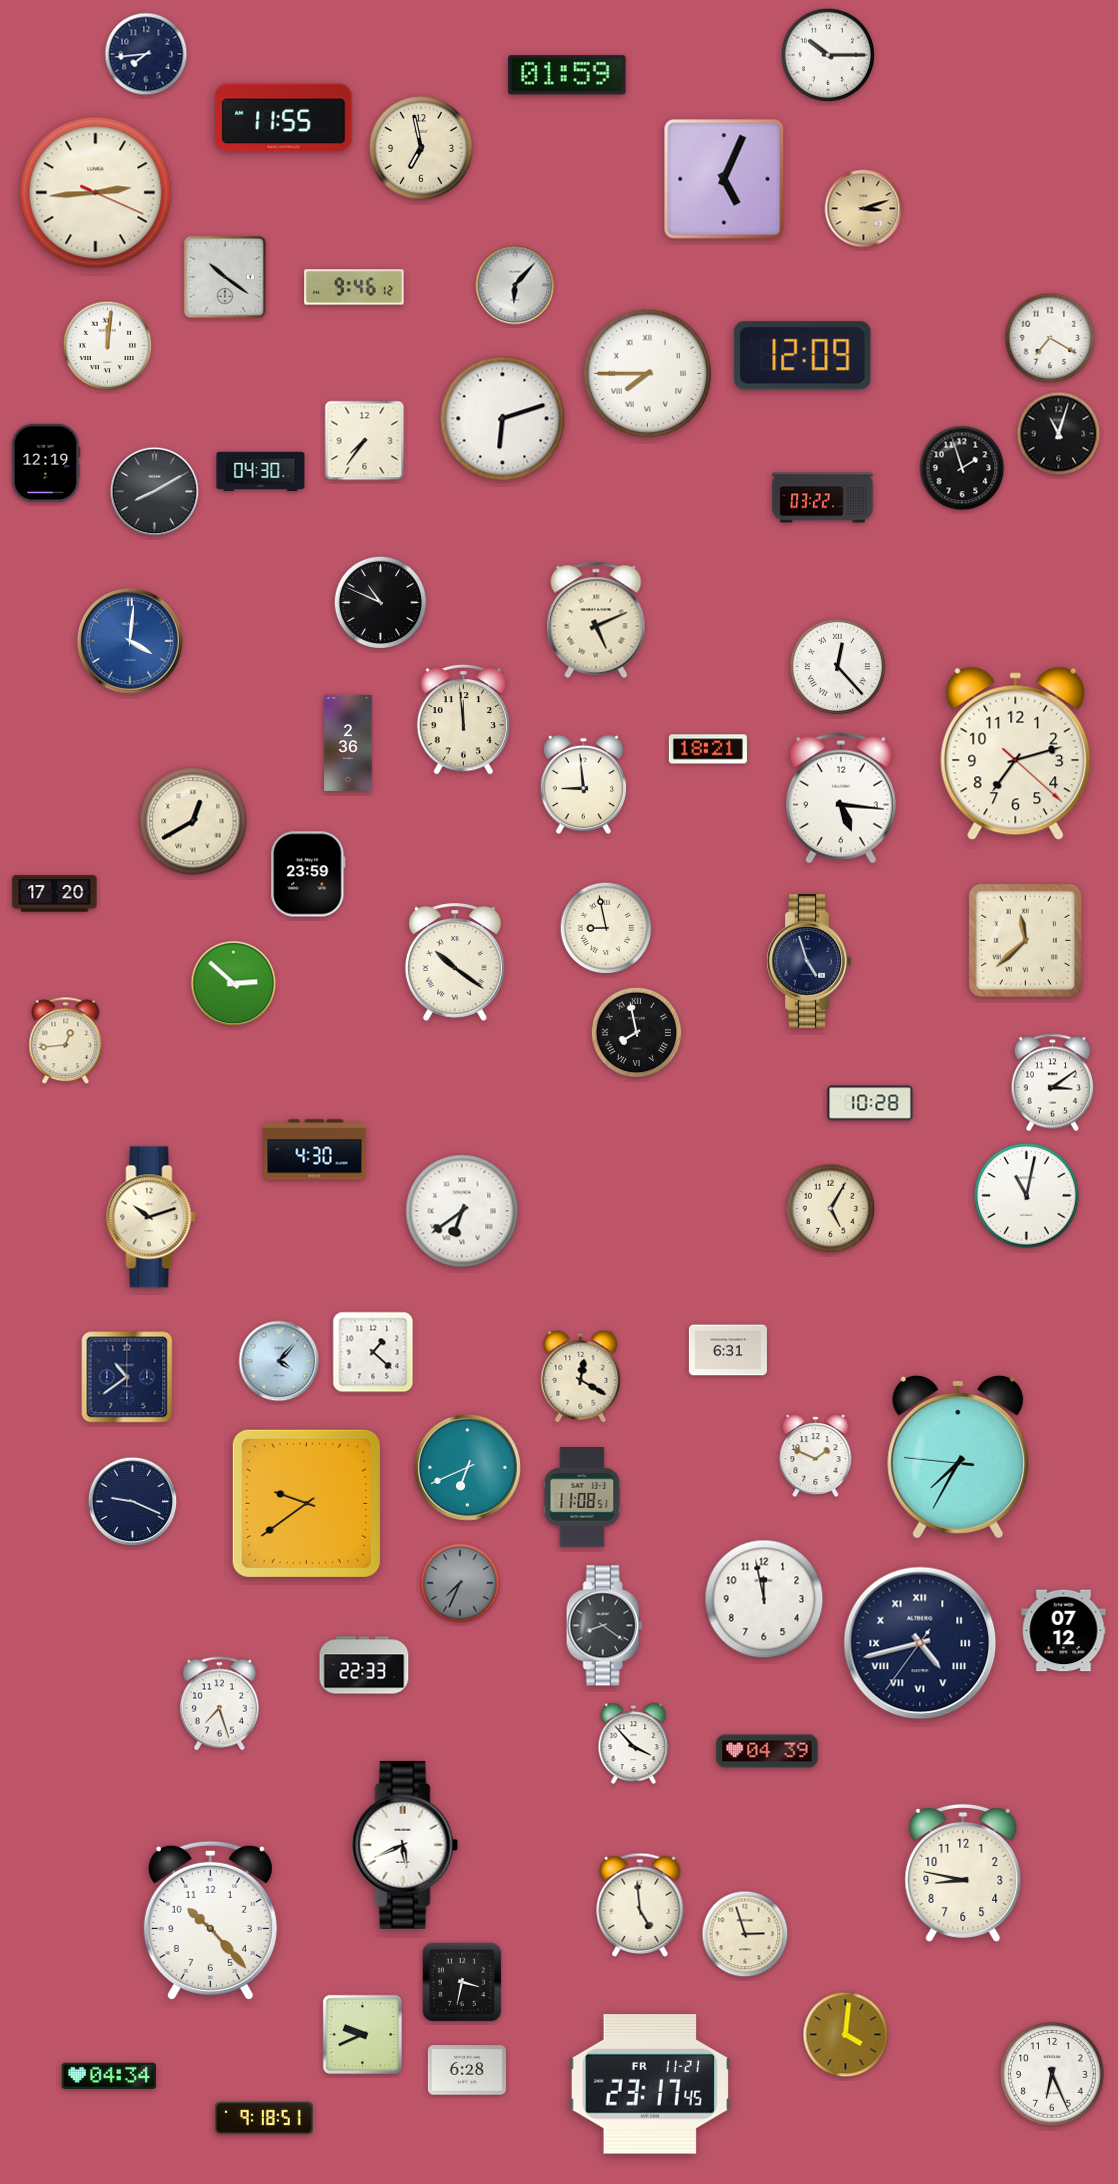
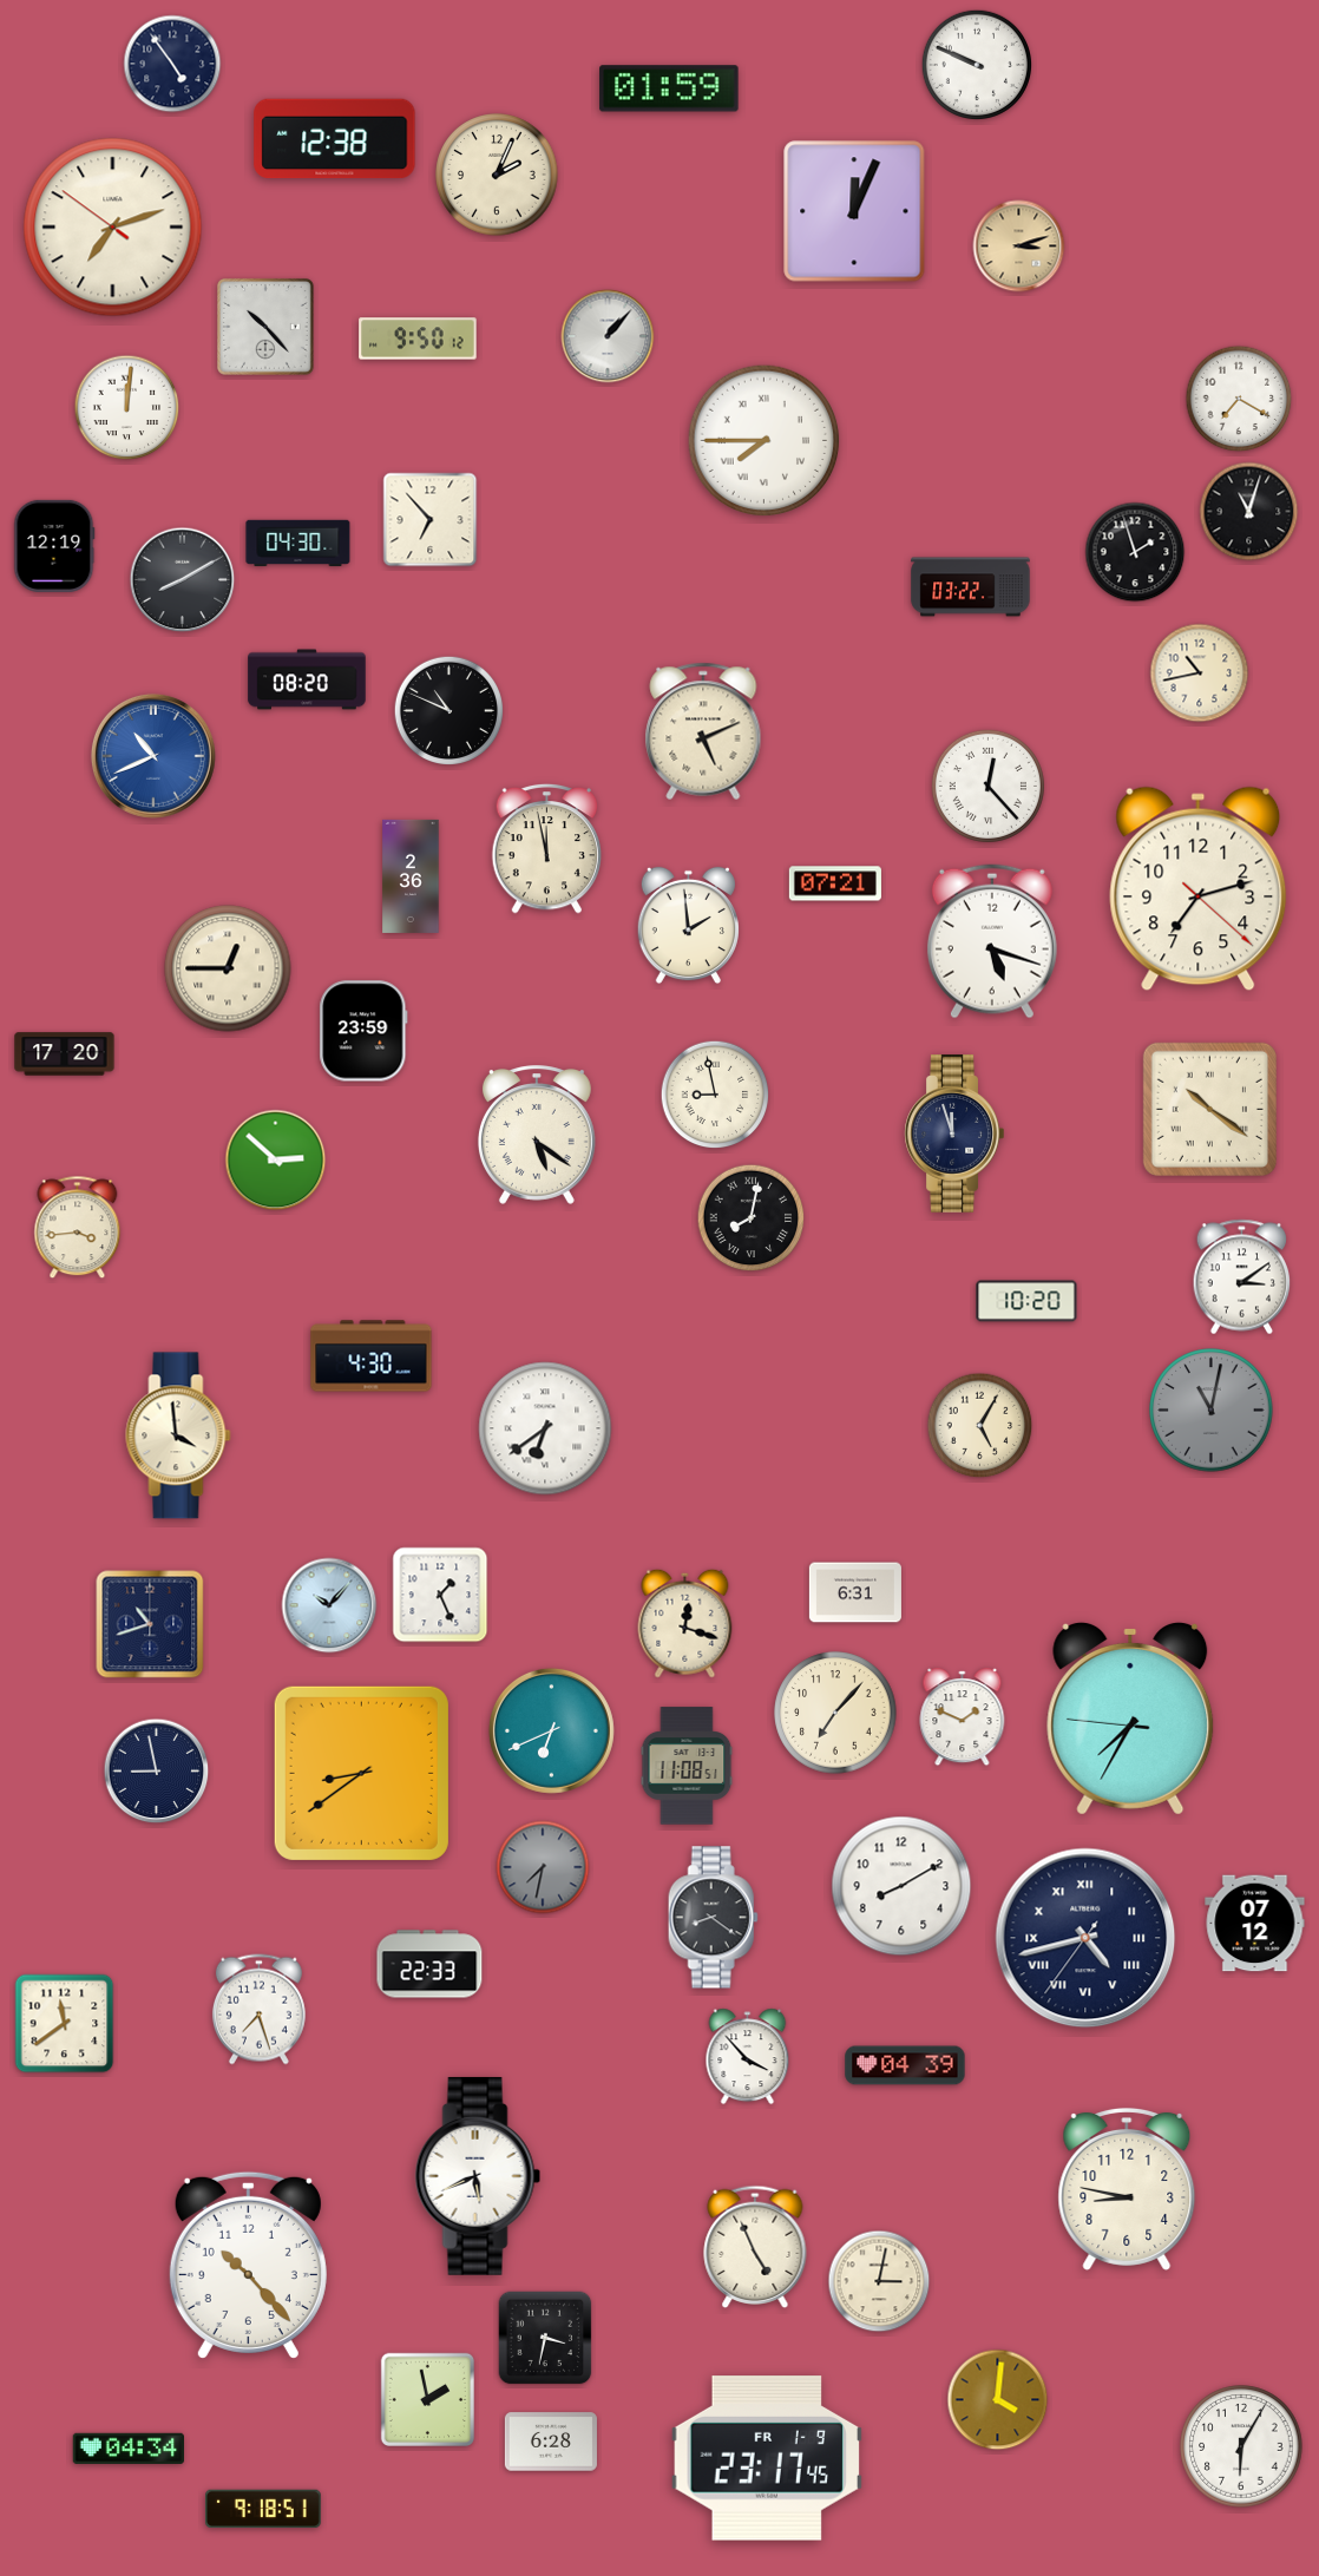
clock at (146, 54): 7:44 -> 4:54
clock at (827, 54): 10:15 -> 9:49
clock at (284, 118): 11:55 -> 12:38
clock at (421, 148): 6:58 -> 2:04
clock at (724, 179): 5:04 -> 12:04
clock at (96, 193): 2:44 -> 7:11
clock at (225, 277): 10:21 -> 10:23
clock at (515, 285): 6:07 -> 1:07
clock at (354, 287): 9:46 -> 9:50
clock at (803, 356): 12:09 -> none
clock at (503, 419): 6:12 -> none
clock at (365, 441): 7:36 -> 6:53
clock at (261, 472) position: (261, 472) -> (298, 544)
clock at (1200, 673): none -> 10:43
clock at (307, 679): none -> 08:20
clock at (130, 641): 4:01 -> 10:41
clock at (464, 719): 11:59 -> 11:58
clock at (708, 749): 18:21 -> 07:21
clock at (583, 785): 8:59 -> 1:59
clock at (841, 798): 5:16 -> 5:18
clock at (193, 821): 12:40 -> 12:45
clock at (1025, 940): 11:38 -> 10:21
clock at (455, 962): 10:21 -> 5:21
clock at (809, 962): 4:57 -> 11:57
clock at (637, 1033): 7:58 -> 8:02
clock at (66, 1041): 12:44 -> 3:44
clock at (870, 1103): 10:28 -> 10:20
clock at (1027, 1196) dial: white -> grey
clock at (151, 1217): 10:12 -> 3:59
clock at (728, 1350) position: (728, 1350) -> (855, 1592)
clock at (373, 1352): 1:22 -> 1:26
clock at (279, 1361): 4:07 -> 10:07
clock at (581, 1376): 12:20 -> 12:18
clock at (127, 1377): 10:39 -> 10:42
clock at (835, 1713): none -> 7:07
clock at (133, 1502): 9:19 -> 8:58
clock at (306, 1503): 9:39 -> 8:39
clock at (460, 1583): 7:34 -> 7:32
clock at (764, 1599): 11:58 -> 8:10
clock at (65, 2024): none -> 11:39
clock at (963, 1873) position: (963, 1873) -> (1127, 2189)
clock at (640, 1904): 4:59 -> 4:56
clock at (745, 1934): 2:57 -> 3:02
clock at (362, 2034): 9:41 -> 1:58
clock at (1052, 2074): 6:26 -> 6:05
clock at (650, 2084) date: FR 11-21 -> FR 1-9
clock at (264, 2118) position: (264, 2118) -> (263, 2509)
